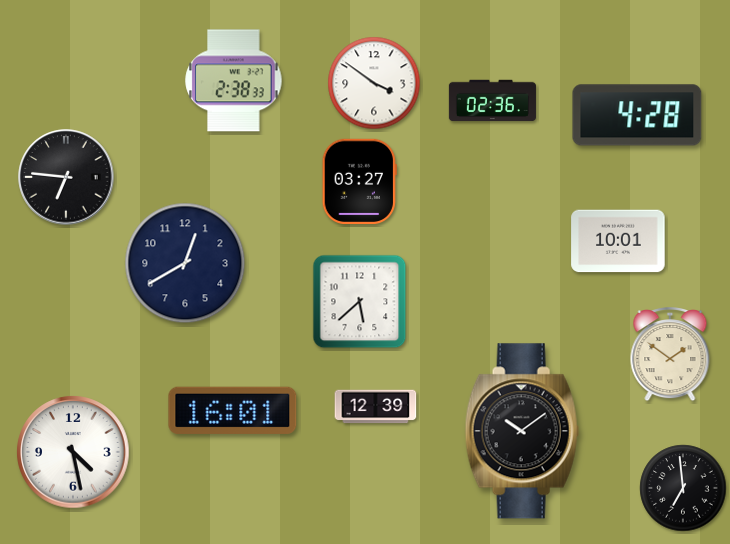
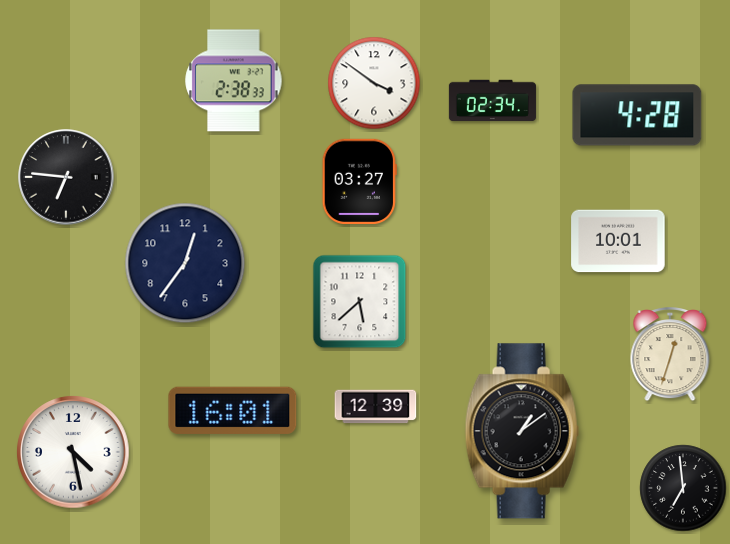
clock at (492, 101): 02:36 -> 02:34
clock at (185, 263): 12:40 -> 12:36
clock at (670, 355): 1:51 -> 12:33
clock at (522, 431): 10:09 -> 1:09
